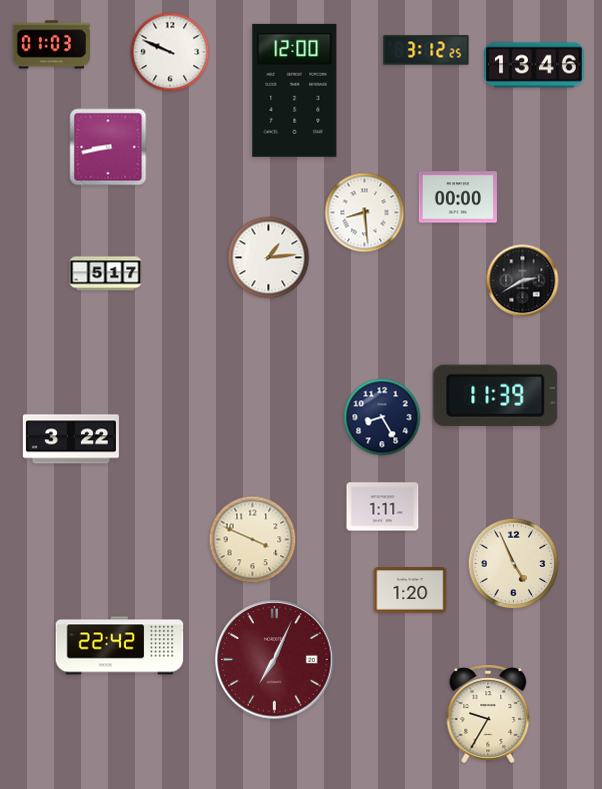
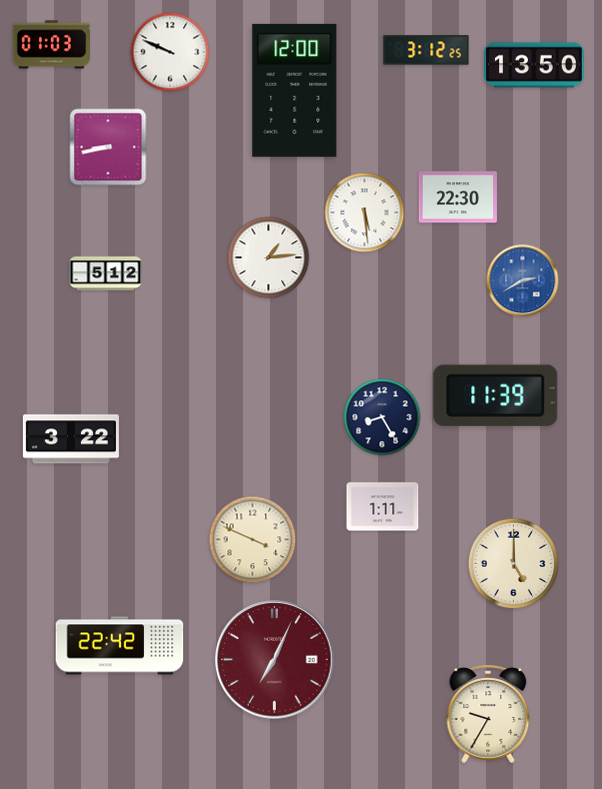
clock at (534, 65): 13:46 -> 13:50
clock at (458, 197): 00:00 -> 22:30
clock at (365, 213): 8:29 -> 5:29
clock at (106, 274): 5:17 -> 5:12
clock at (523, 281) dial: black -> blue
clock at (514, 564): 4:56 -> 5:00
clock at (410, 590): 1:20 -> none
